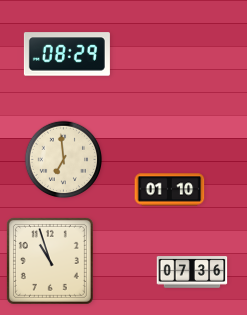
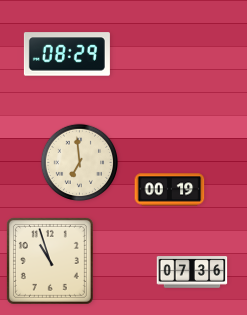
clock at (64, 160) position: (64, 160) -> (80, 163)
clock at (170, 190): 01:10 -> 00:19
